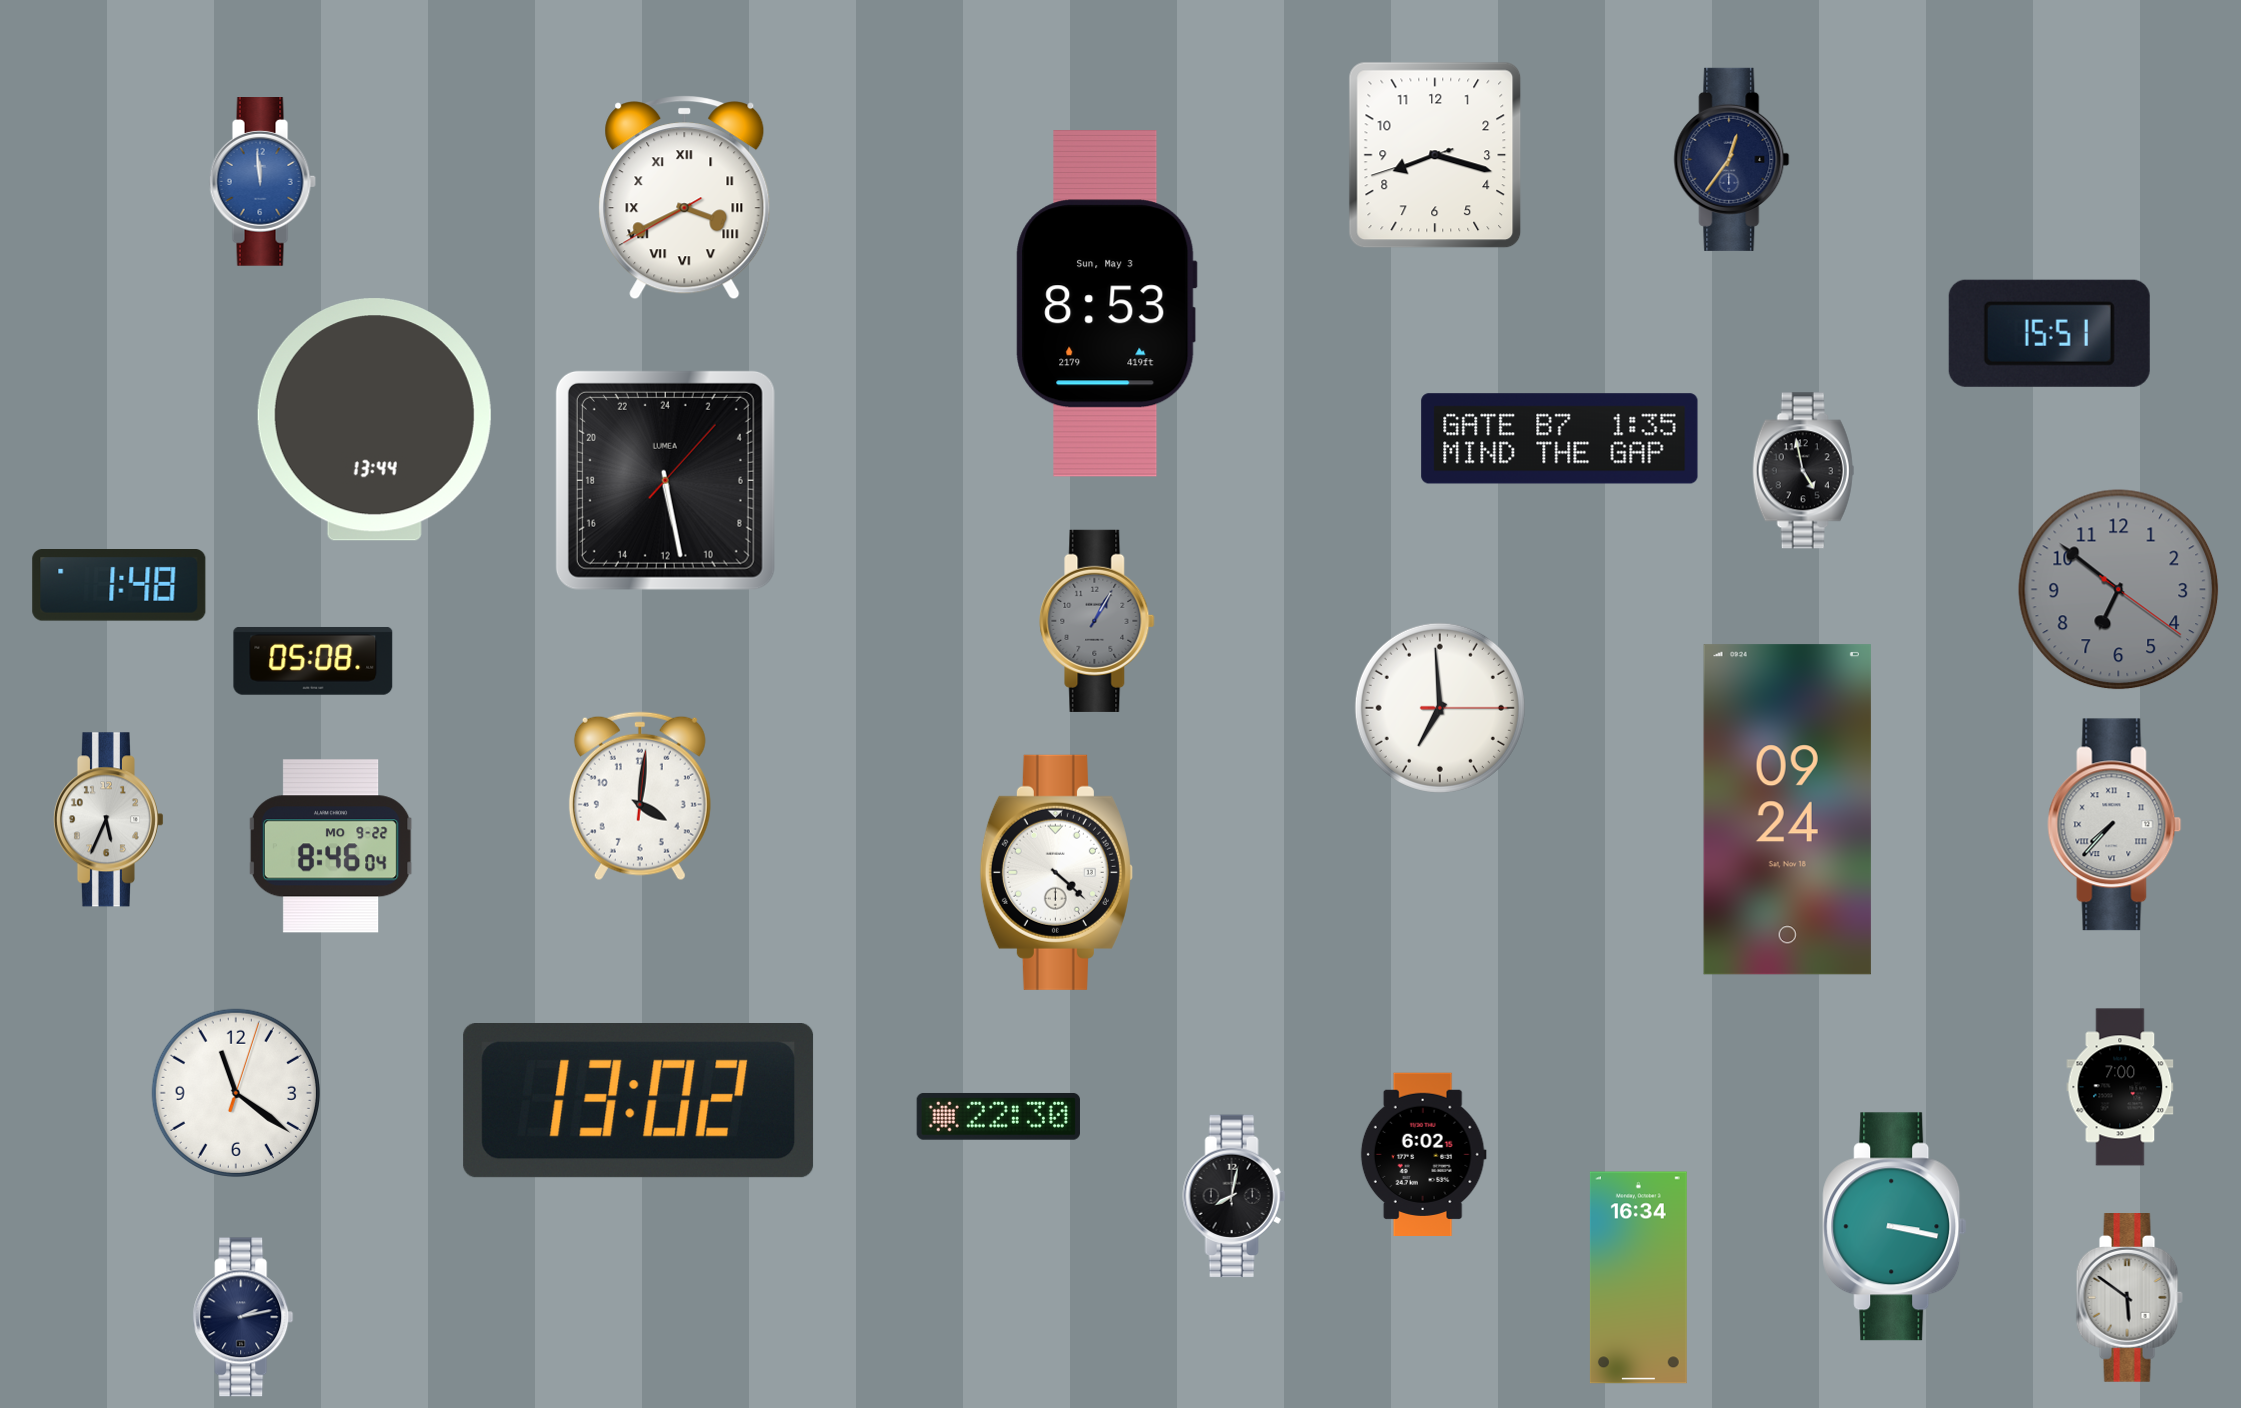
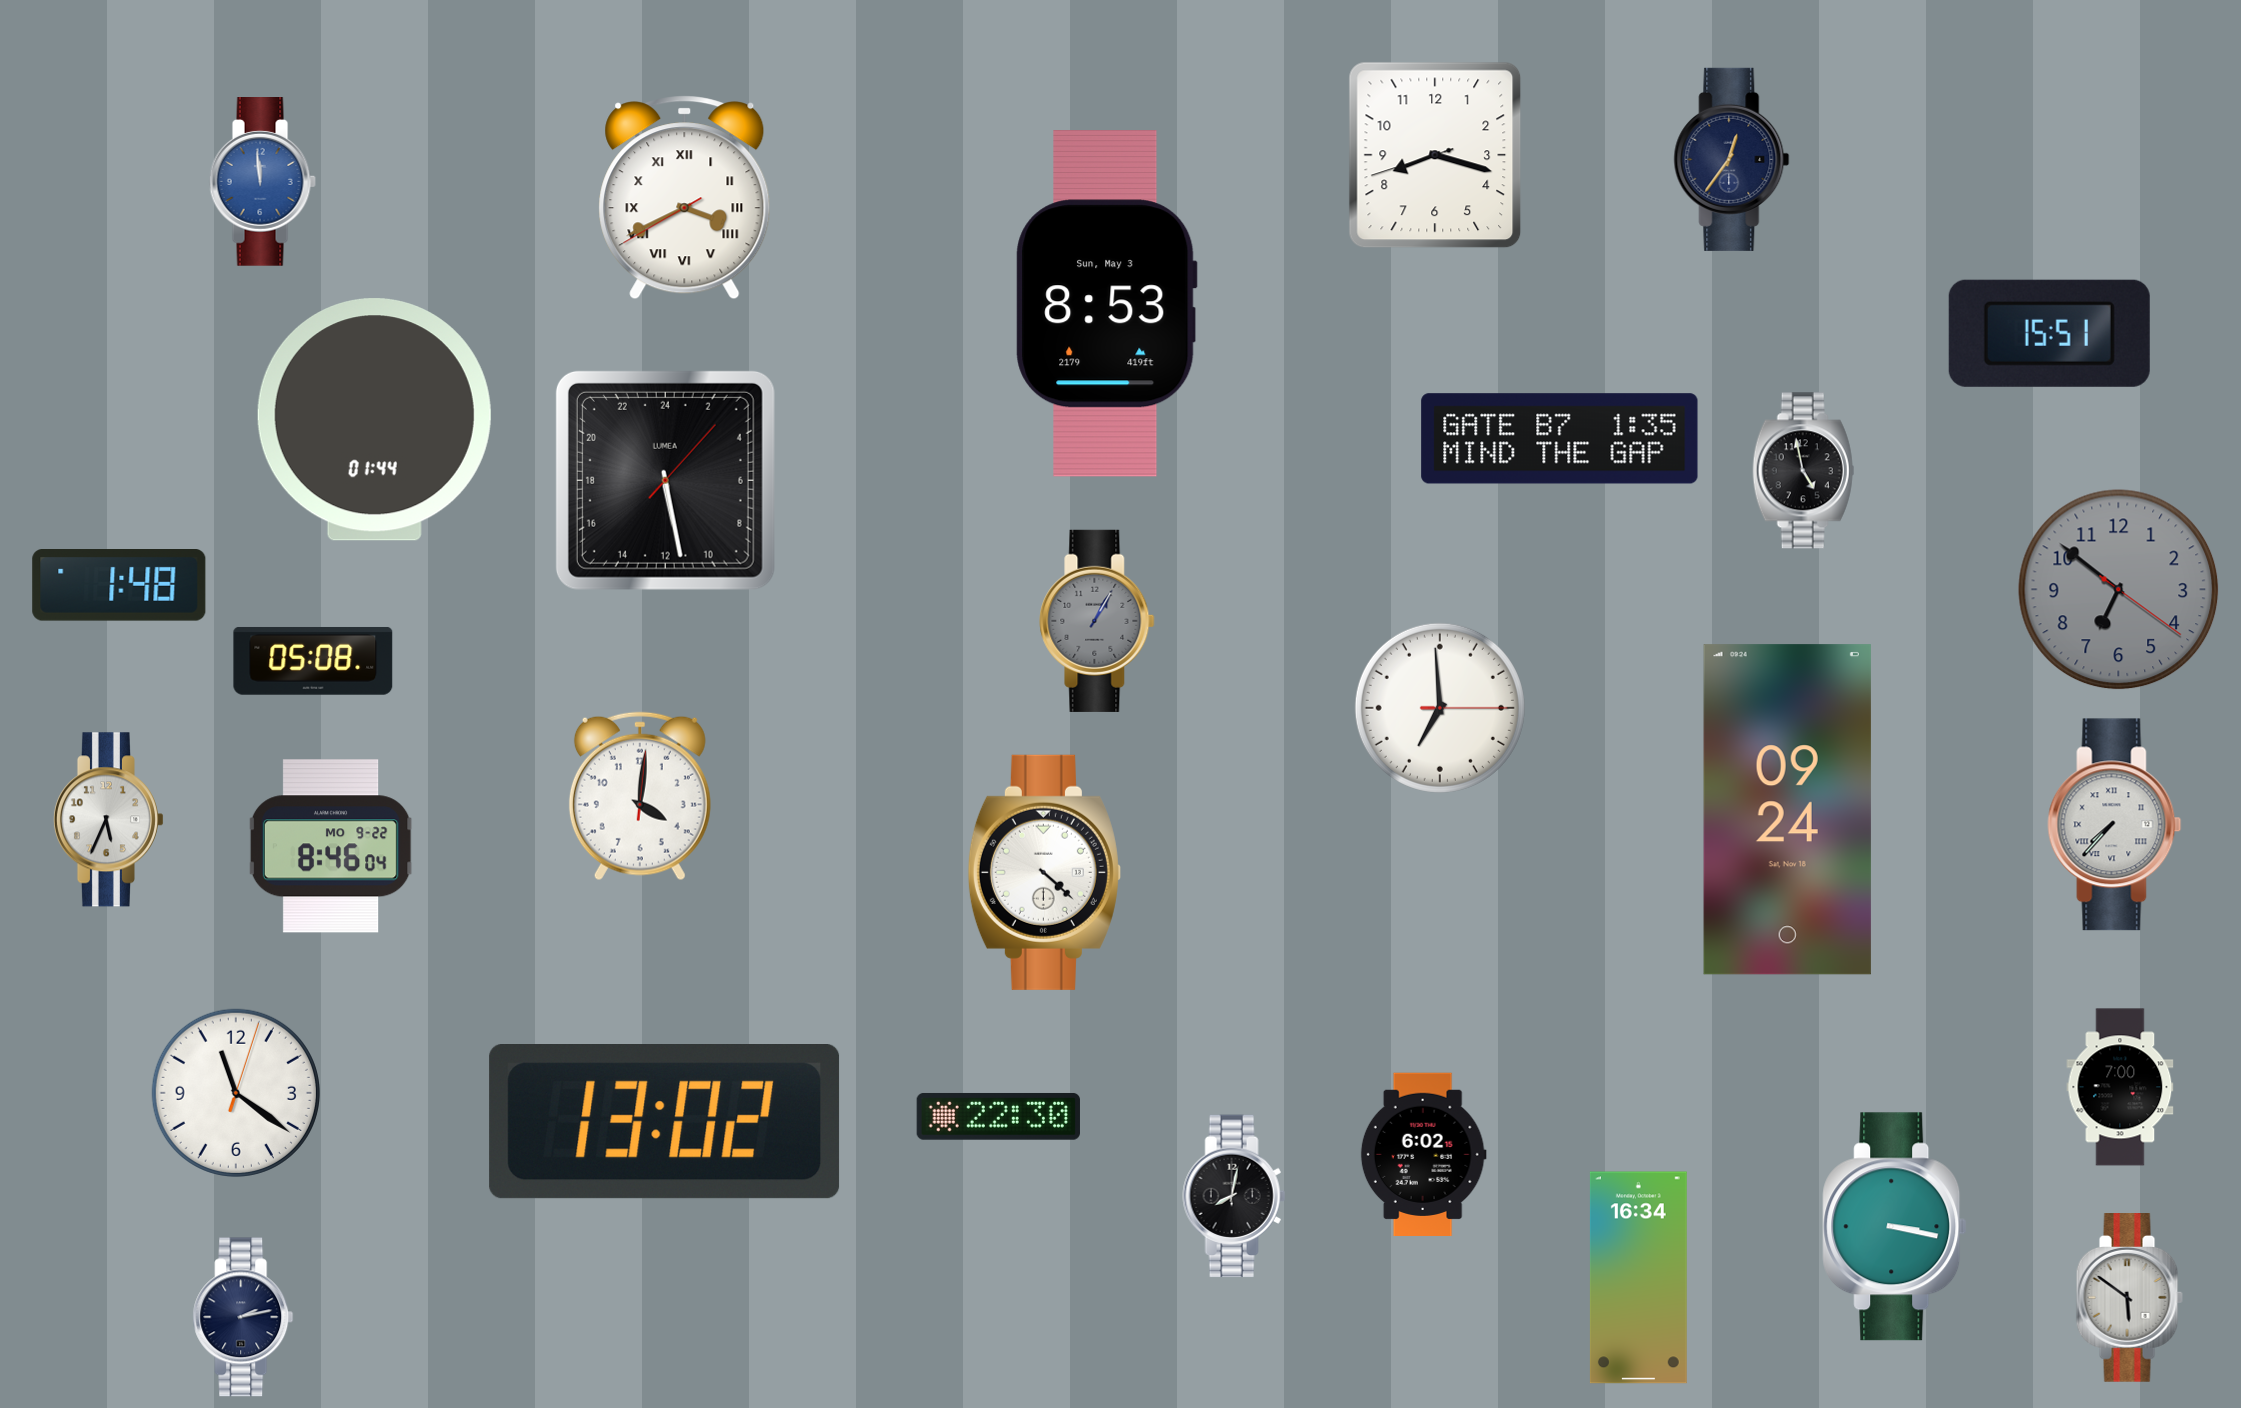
clock at (374, 420): 13:44 -> 01:44
clock at (1056, 872) position: (1056, 872) -> (1044, 872)
clock at (639, 1101) position: (639, 1101) -> (665, 1122)
